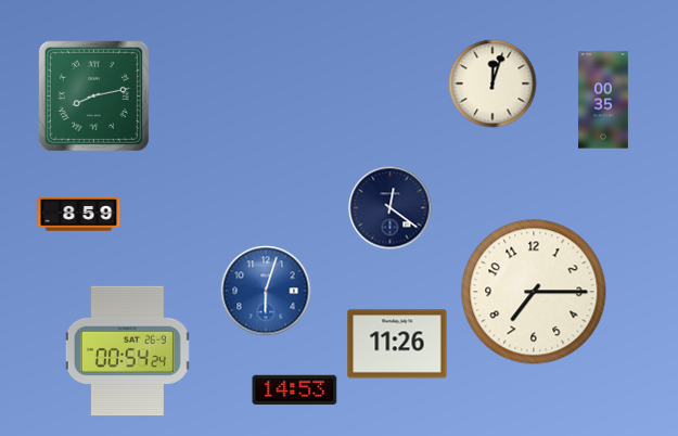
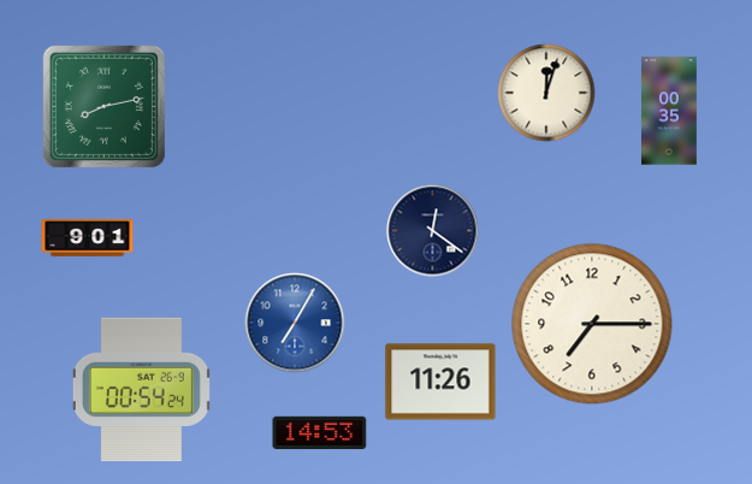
clock at (79, 215): 8:59 -> 9:01
clock at (266, 291): 6:03 -> 7:05
clock at (295, 390) position: (295, 390) -> (320, 433)
